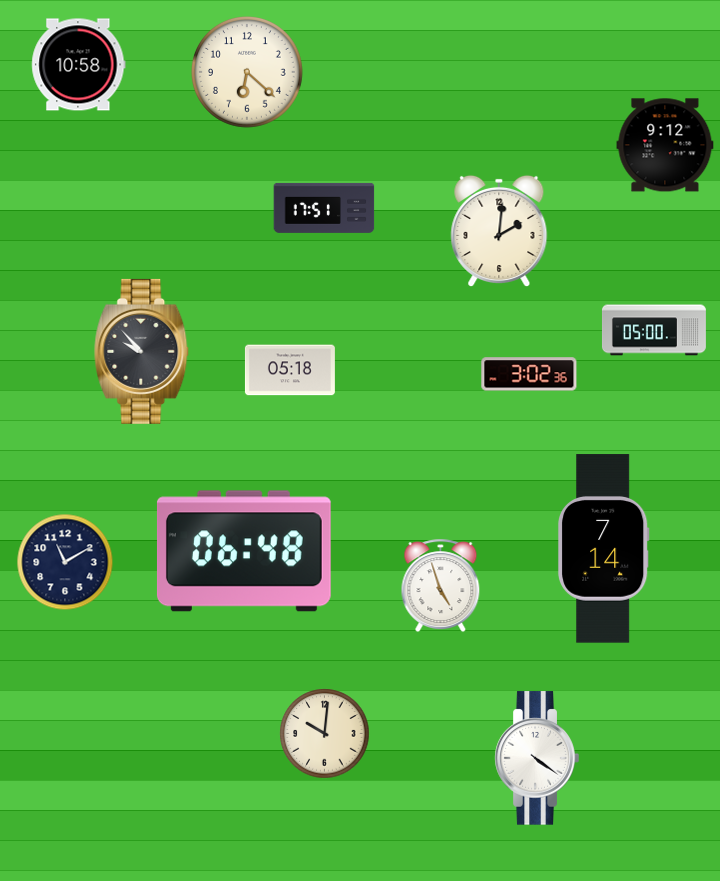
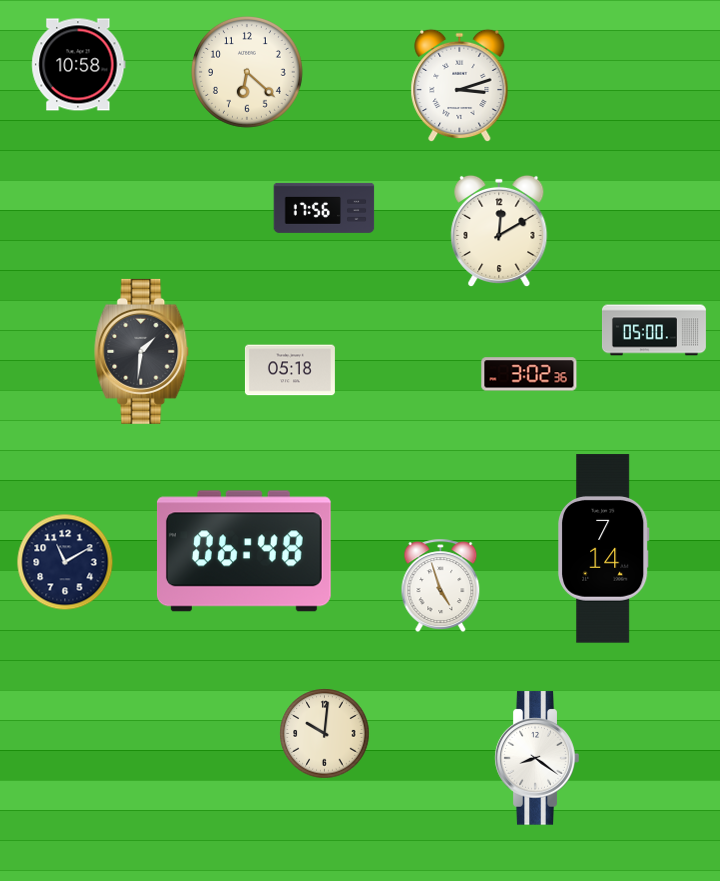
clock at (460, 86): none -> 3:12
clock at (665, 145): 9:12 -> none
clock at (324, 208): 17:51 -> 17:56
clock at (499, 231): 2:01 -> 12:10
clock at (142, 351): 9:53 -> 1:31
clock at (537, 758): 4:21 -> 8:21
